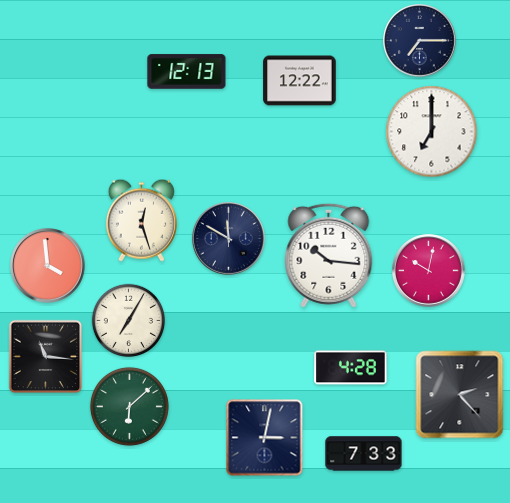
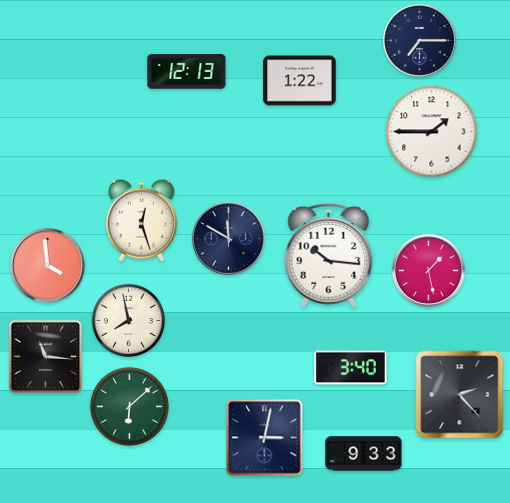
clock at (300, 81): 12:22 -> 1:22
clock at (432, 132): 7:00 -> 1:45
clock at (429, 271): 10:02 -> 1:28
clock at (128, 320): 7:05 -> 7:58
clock at (351, 368): 4:28 -> 3:40
clock at (364, 454): 7:33 -> 9:33
